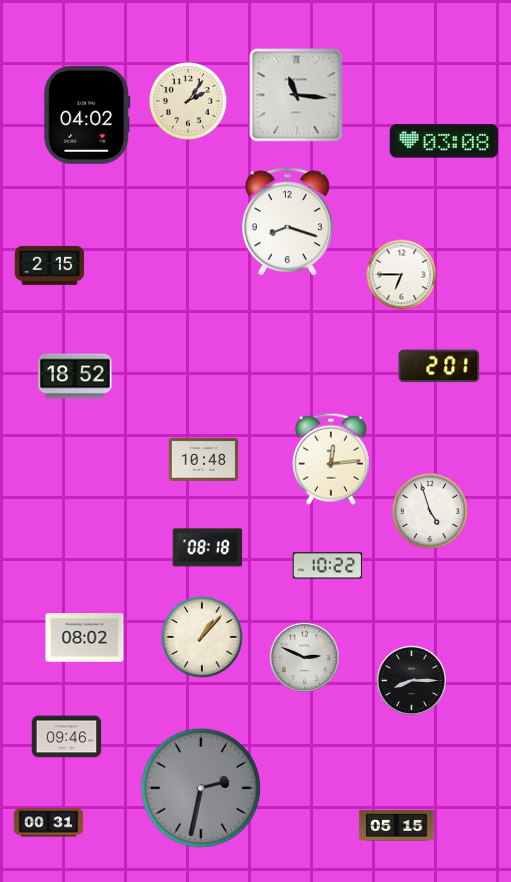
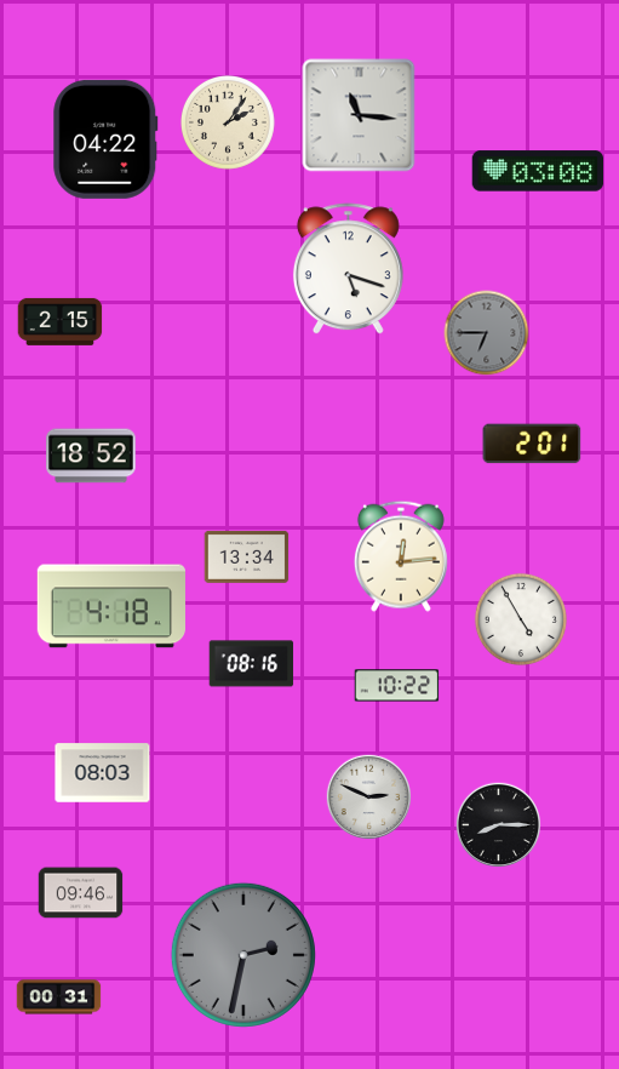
clock at (87, 115): 04:02 -> 04:22
clock at (287, 222): 8:18 -> 5:18
clock at (402, 275) dial: white -> grey
clock at (204, 459): 10:48 -> 13:34
clock at (111, 606): none -> 4:18
clock at (430, 511): 4:57 -> 4:55
clock at (208, 548): 08:18 -> 08:16
clock at (202, 637): 1:07 -> none
clock at (85, 638): 08:02 -> 08:03
clock at (397, 826): 05:15 -> none
